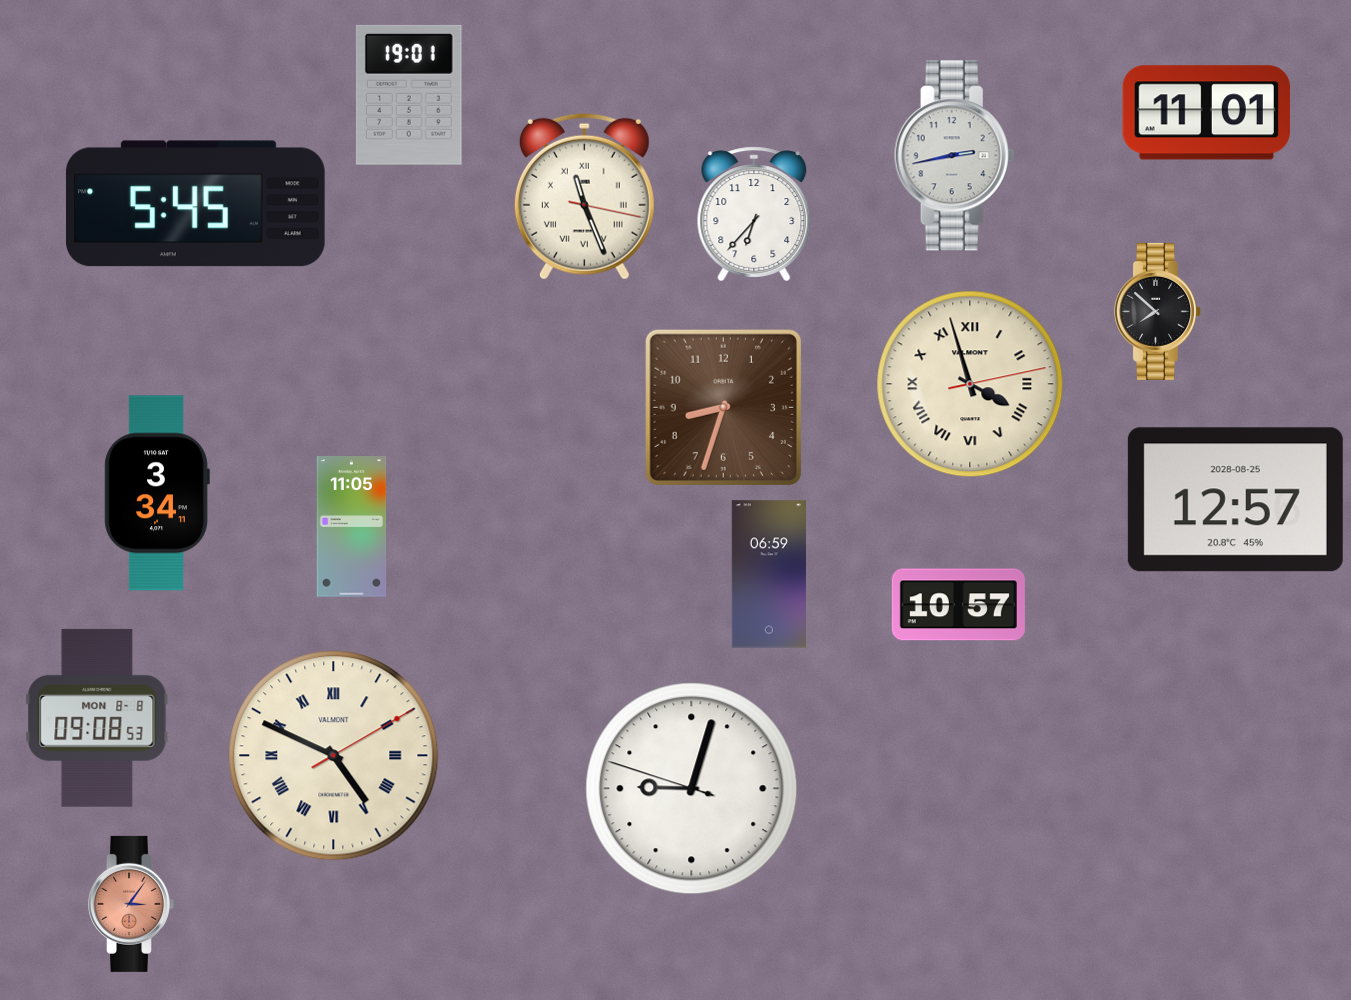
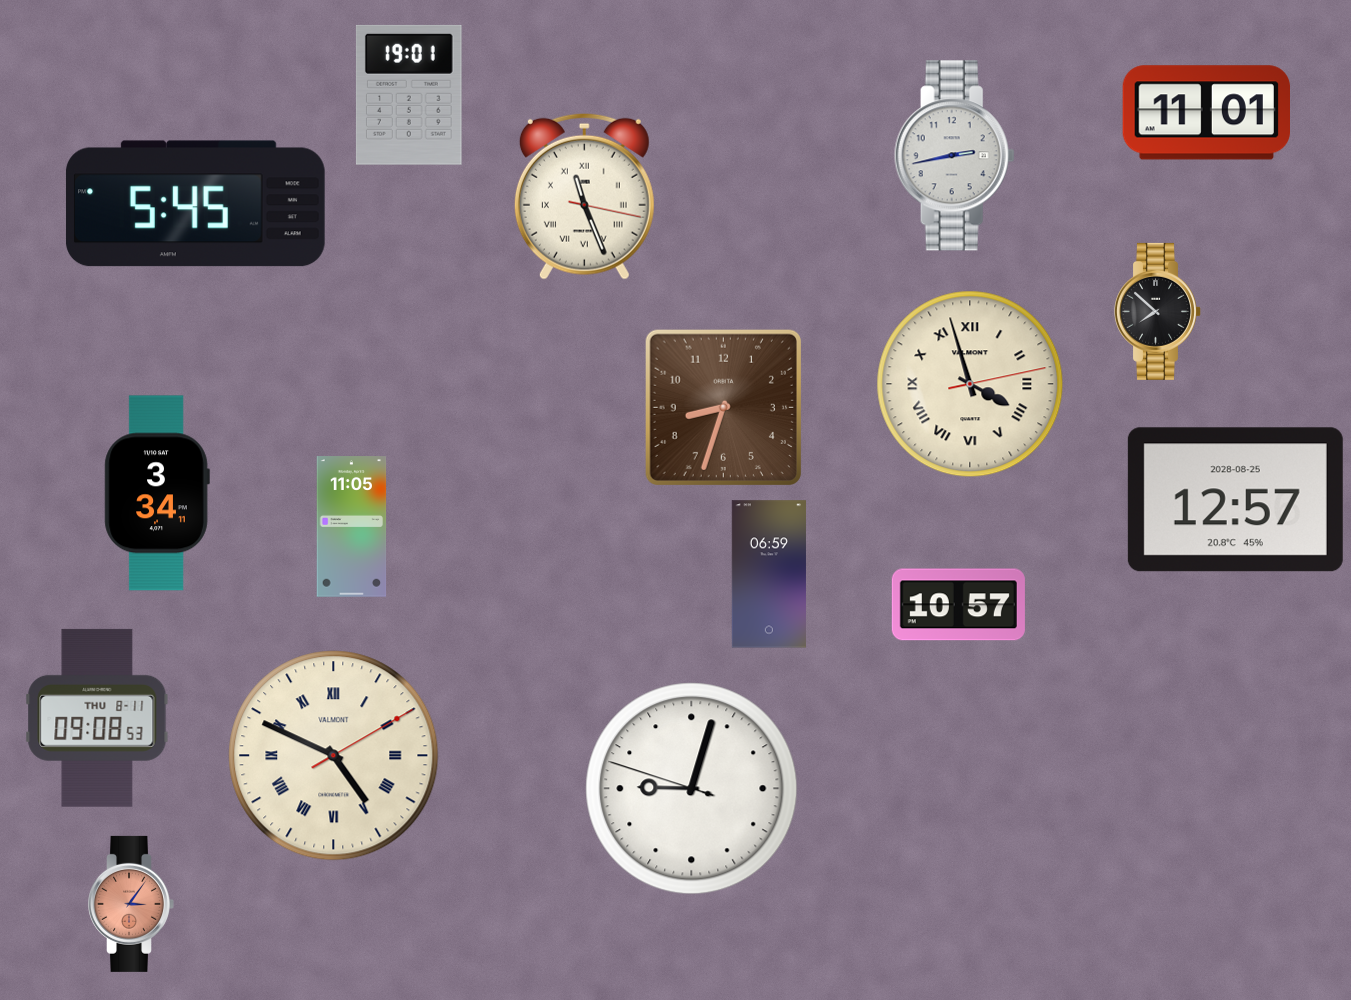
clock at (754, 214): 6:37 -> none
clock at (97, 718) date: MON 8-8 -> THU 8-11
